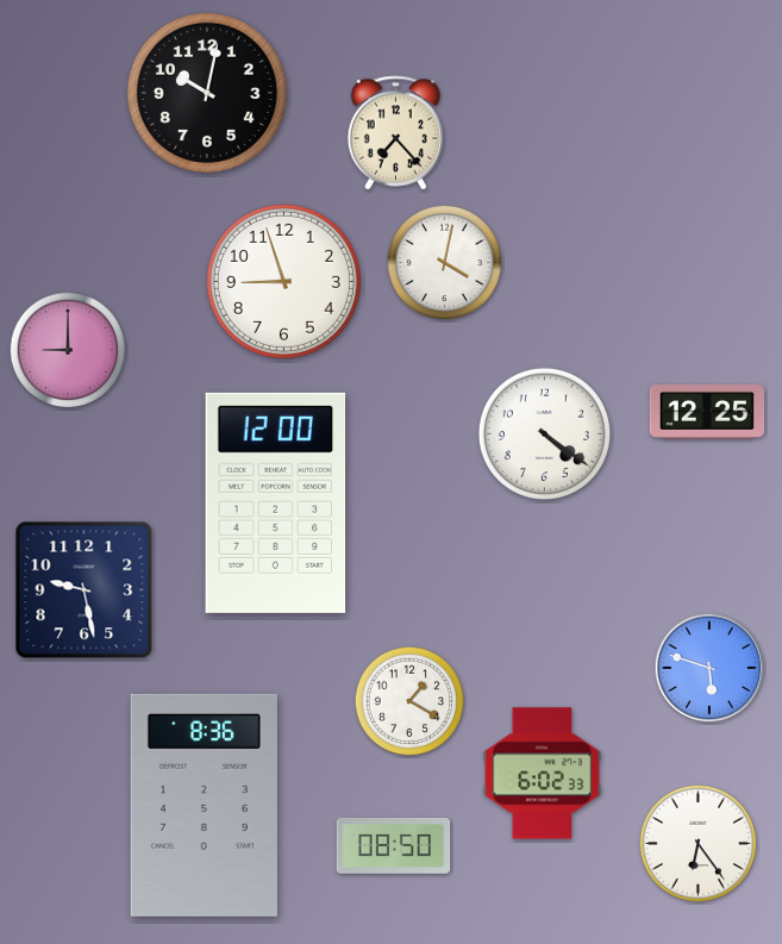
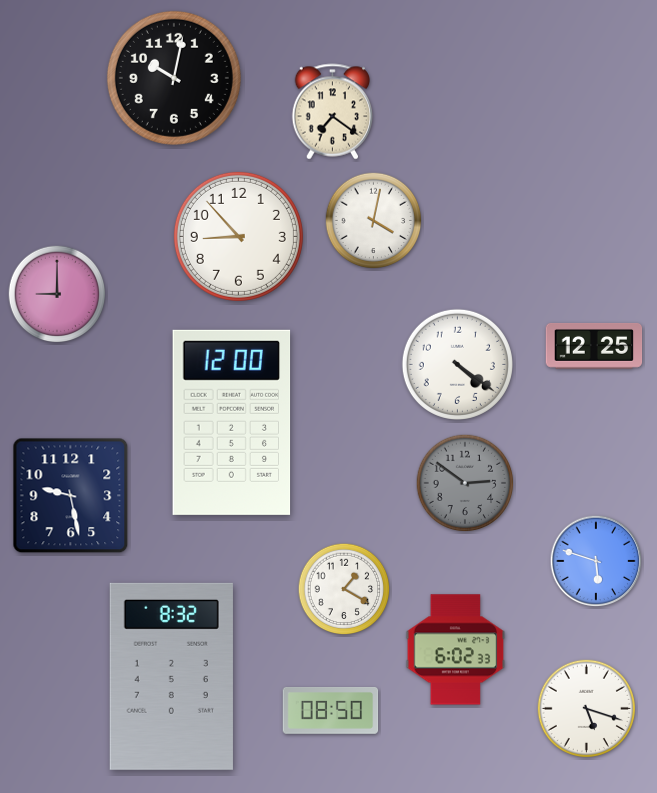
clock at (396, 133): 7:23 -> 7:21
clock at (283, 281): 8:57 -> 8:53
clock at (465, 483): none -> 2:51
clock at (204, 805): 8:36 -> 8:32
clock at (699, 844): 6:24 -> 5:18
